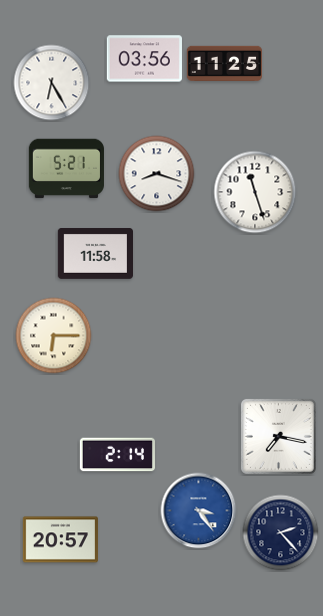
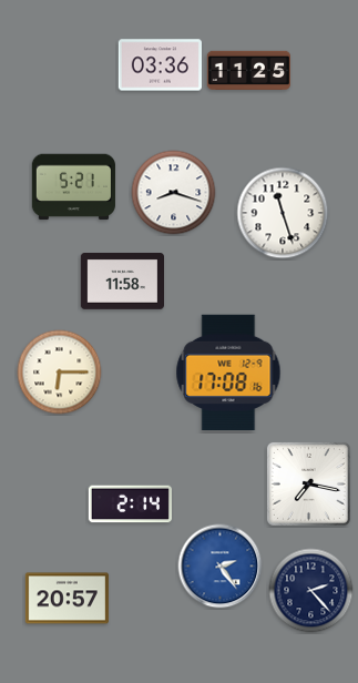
clock at (144, 59): 03:56 -> 03:36
clock at (52, 83): 6:25 -> none
clock at (95, 254) position: (95, 254) -> (122, 282)
clock at (228, 371): none -> 17:08
clock at (199, 511): 3:24 -> 2:24
